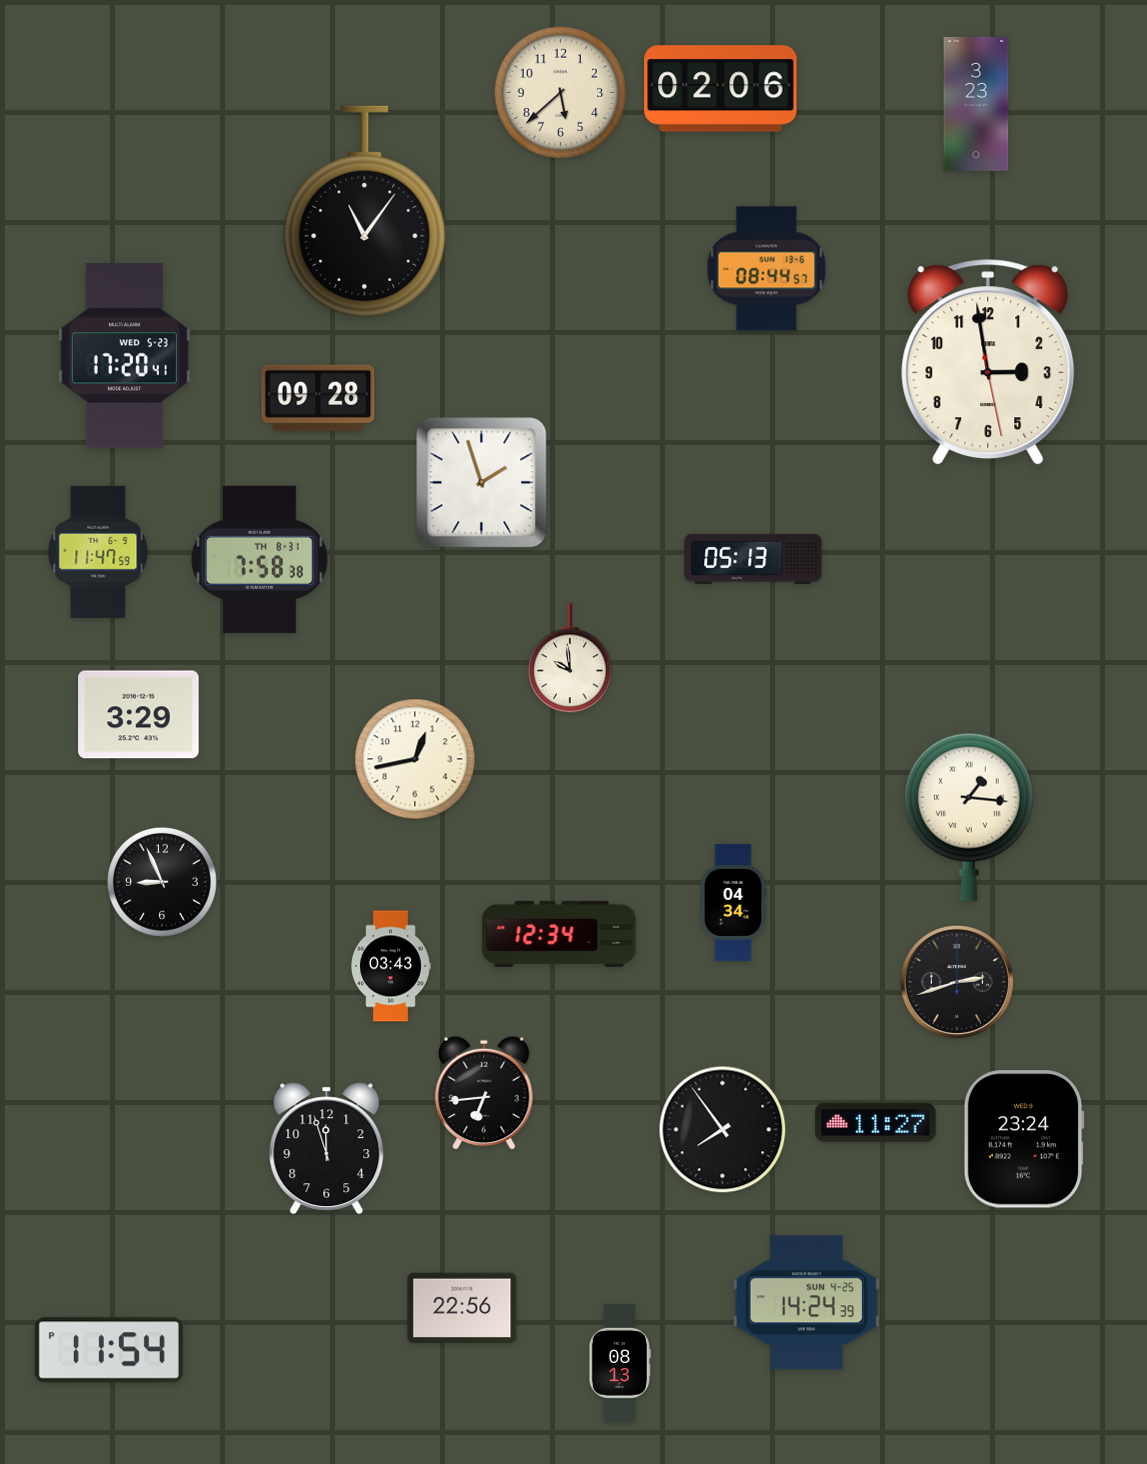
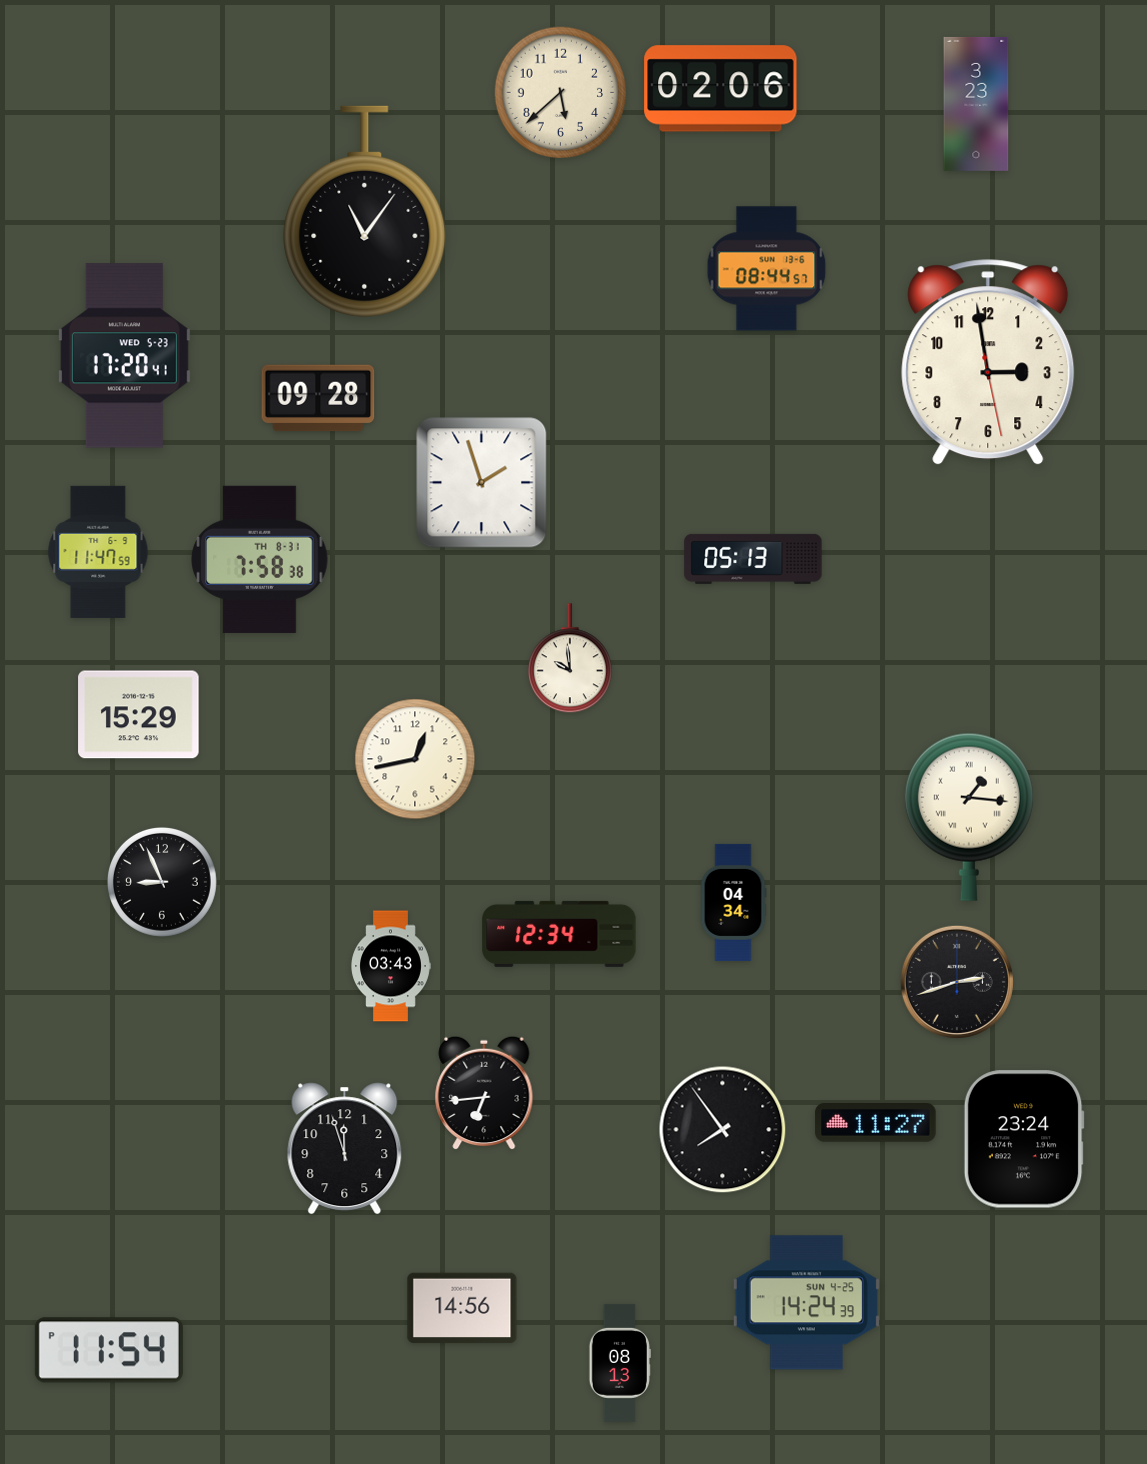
clock at (139, 715): 3:29 -> 15:29
clock at (327, 1149) position: (327, 1149) -> (345, 1149)
clock at (462, 1308): 22:56 -> 14:56
